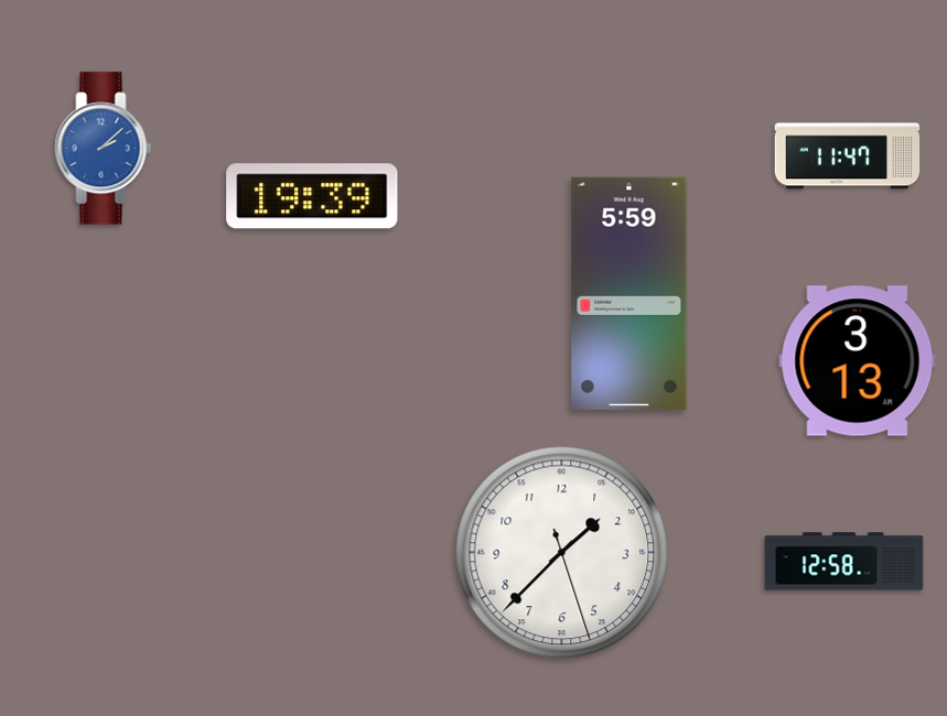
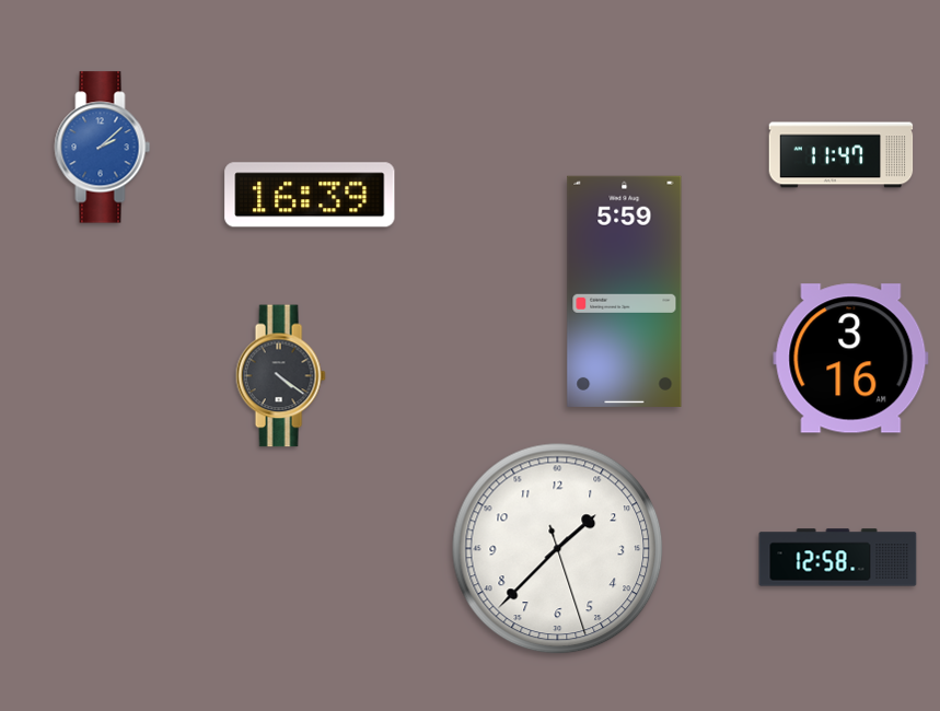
clock at (312, 196): 19:39 -> 16:39
clock at (858, 361): 3:13 -> 3:16
clock at (280, 376): none -> 4:21
